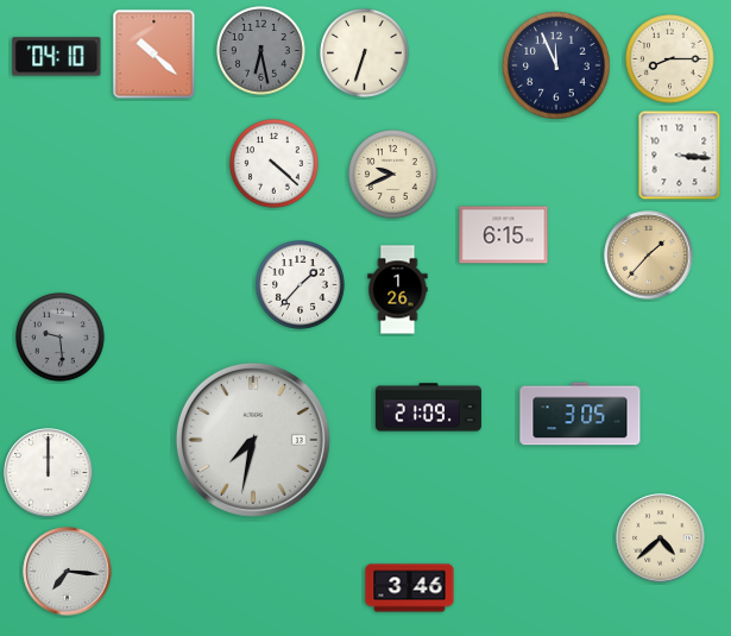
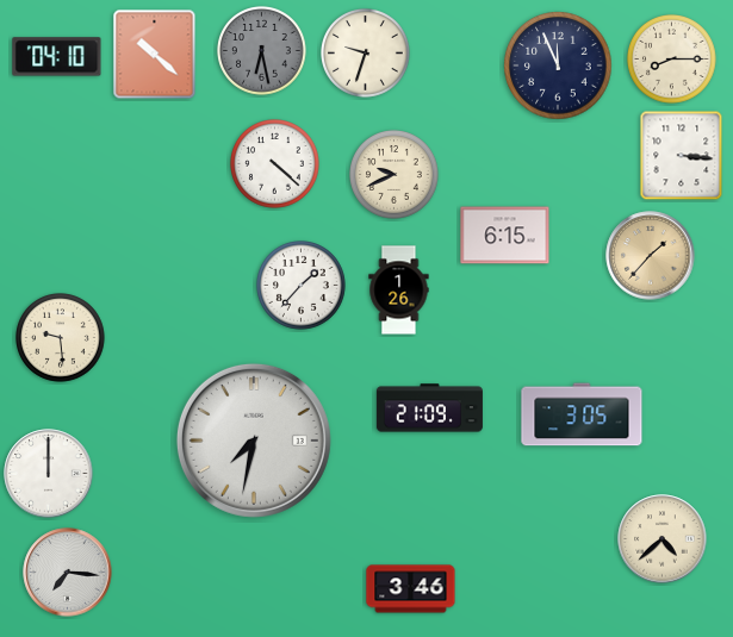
clock at (365, 53): 6:33 -> 9:33
clock at (61, 338) dial: grey -> cream
